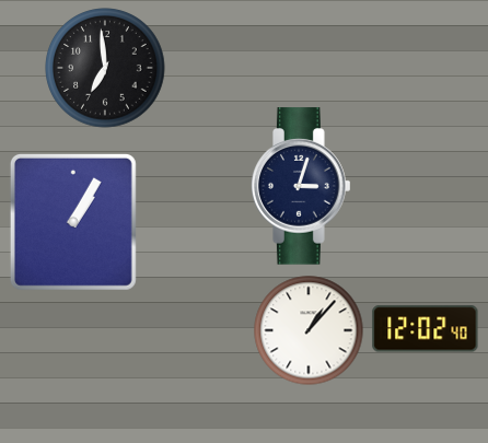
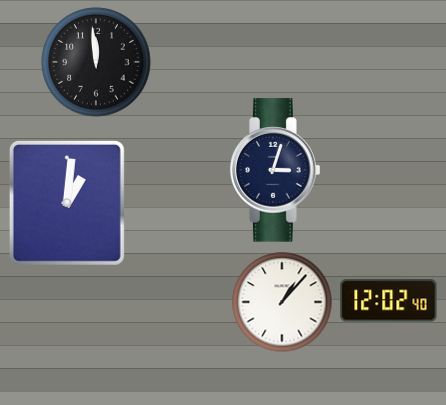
clock at (105, 68): 6:59 -> 11:59
clock at (73, 222): 1:05 -> 1:01
